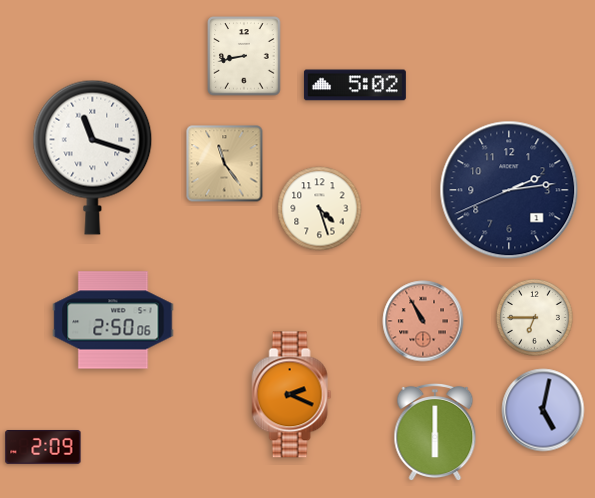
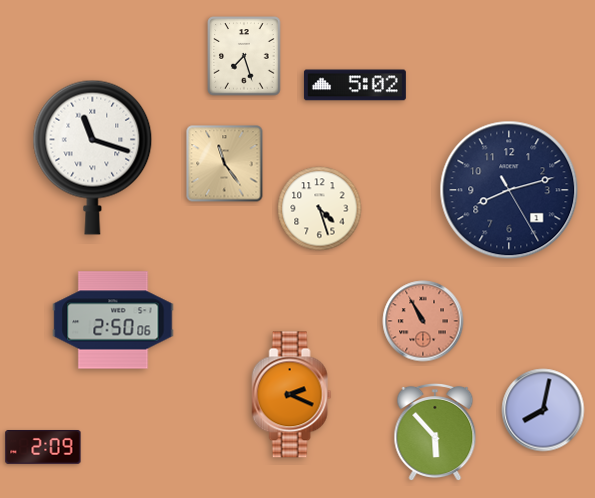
clock at (244, 56): 8:43 -> 7:27
clock at (509, 190): 2:13 -> 8:12
clock at (534, 317): 6:45 -> none
clock at (543, 410): 5:02 -> 8:02
clock at (435, 431): 6:00 -> 5:53
